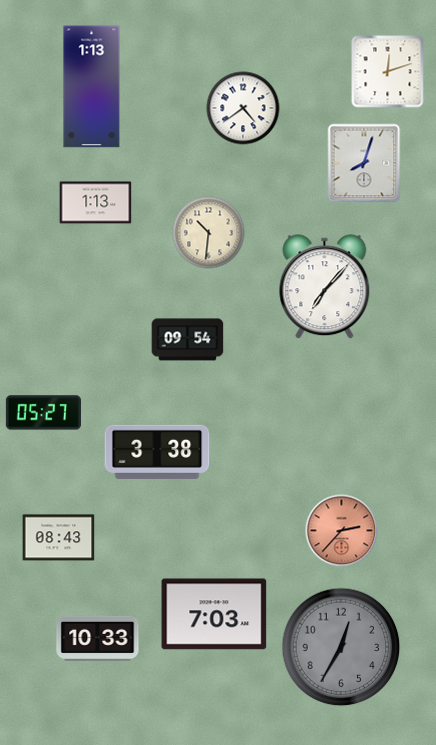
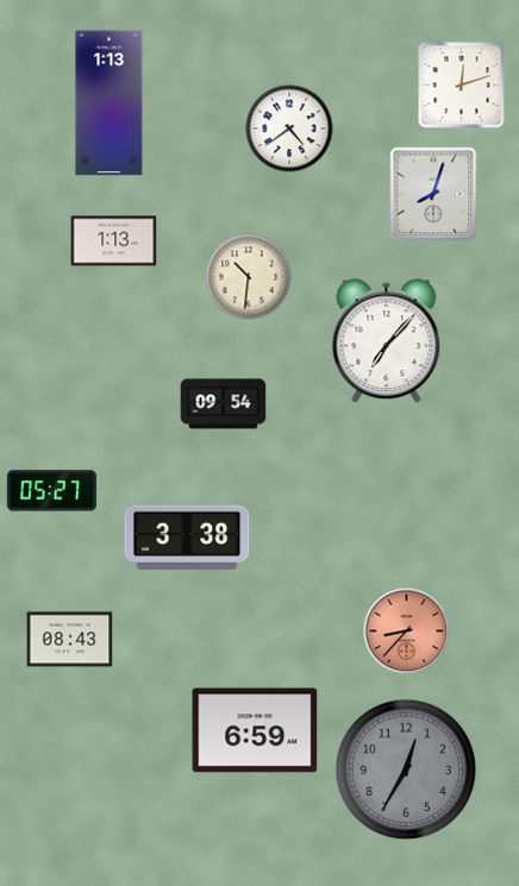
clock at (342, 531): 2:37 -> 8:37
clock at (214, 614): 7:03 -> 6:59
clock at (98, 638): 10:33 -> none
